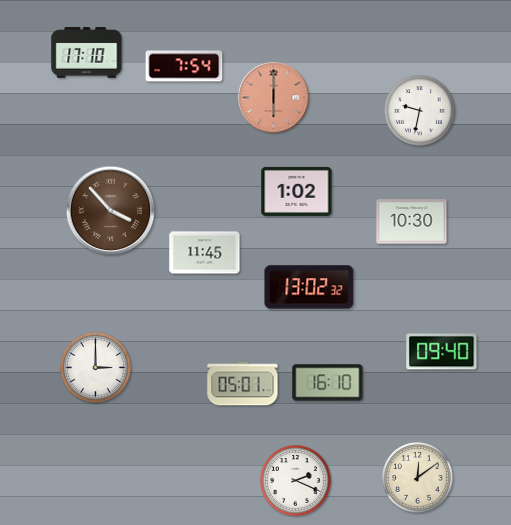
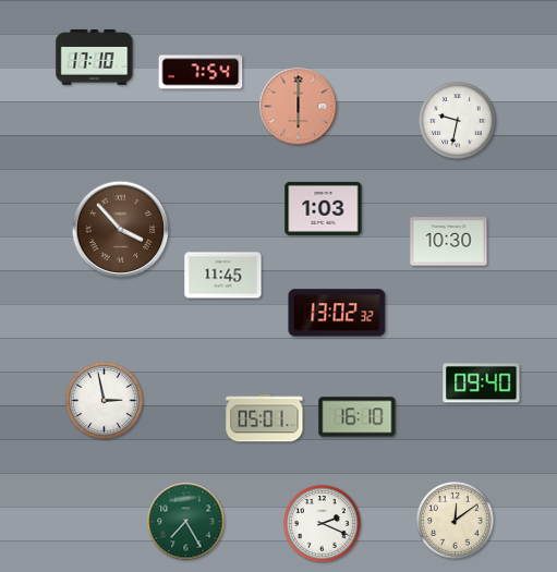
clock at (297, 191): 1:02 -> 1:03
clock at (96, 368): 3:00 -> 2:58
clock at (186, 522): none -> 7:25
